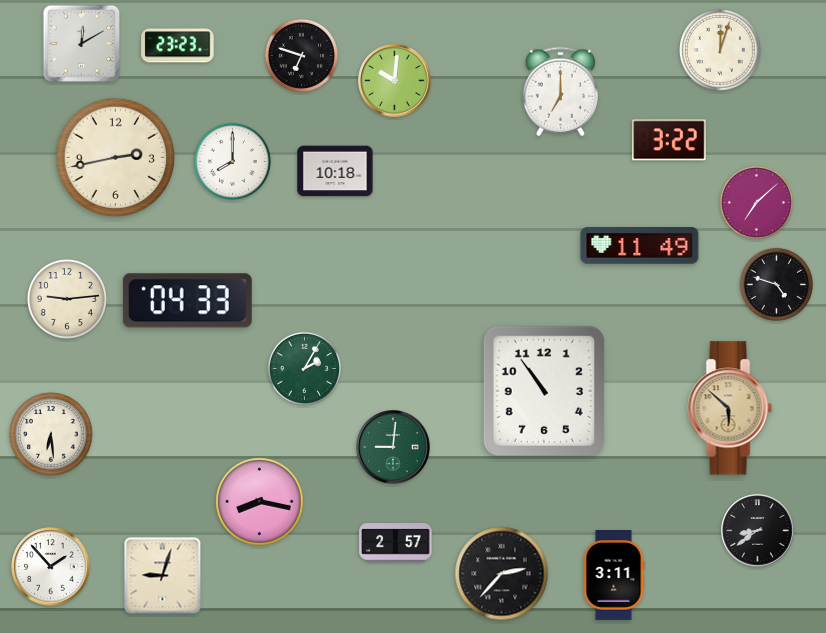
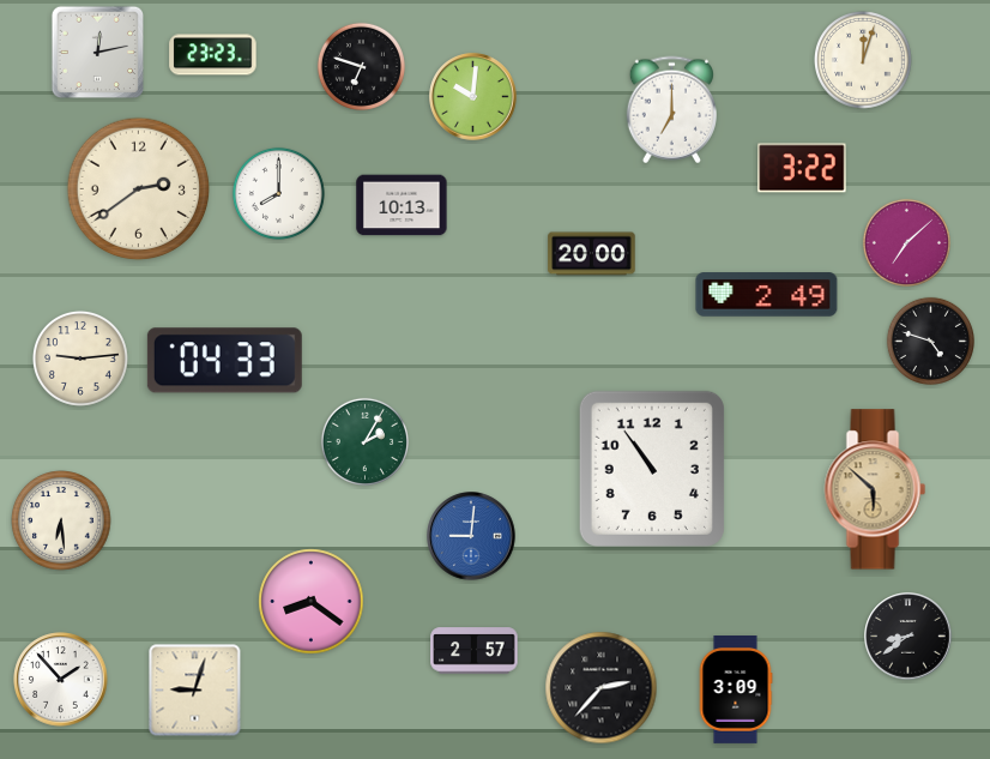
clock at (81, 43): 12:10 -> 12:13
clock at (116, 158): 2:43 -> 2:39
clock at (335, 171): 10:18 -> 10:13
clock at (592, 254): none -> 20:00
clock at (640, 246): 11:49 -> 2:49
clock at (393, 447) dial: green -> blue
clock at (260, 502): 8:17 -> 8:21
clock at (614, 576): 3:11 -> 3:09
